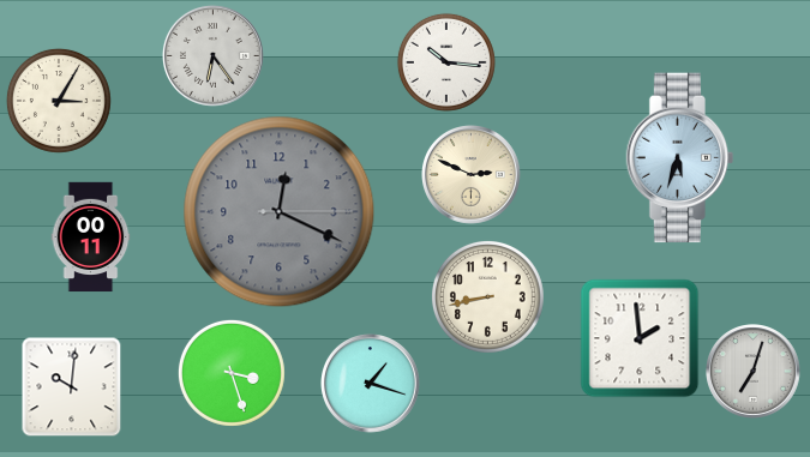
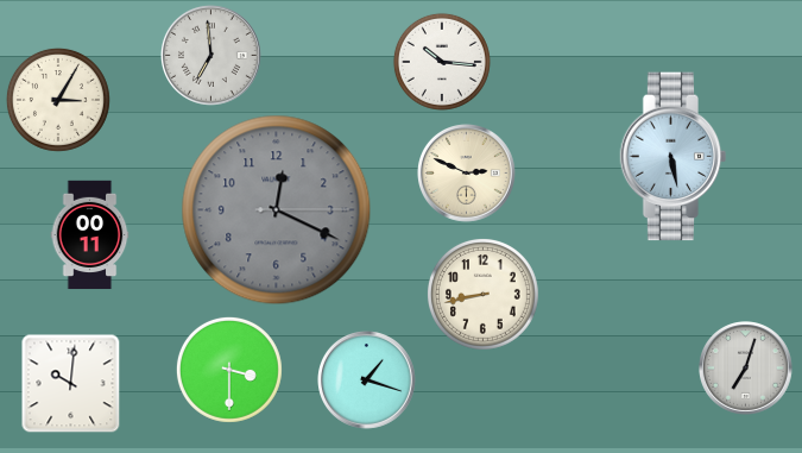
clock at (212, 56): 6:24 -> 6:59
clock at (680, 158): 5:33 -> 5:28
clock at (640, 338): 1:59 -> none
clock at (232, 373): 3:27 -> 3:30
